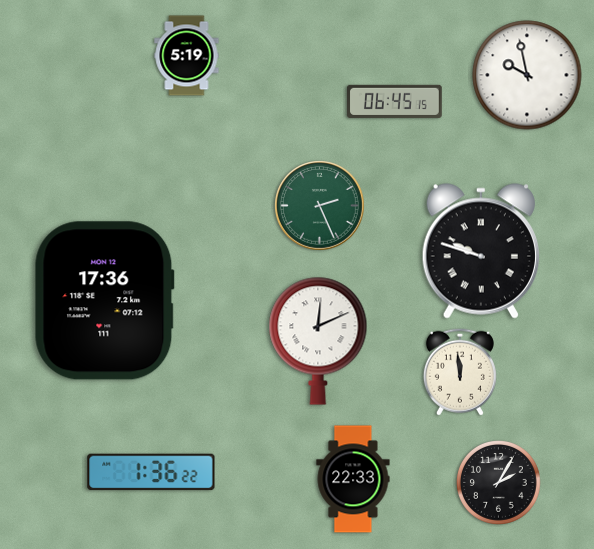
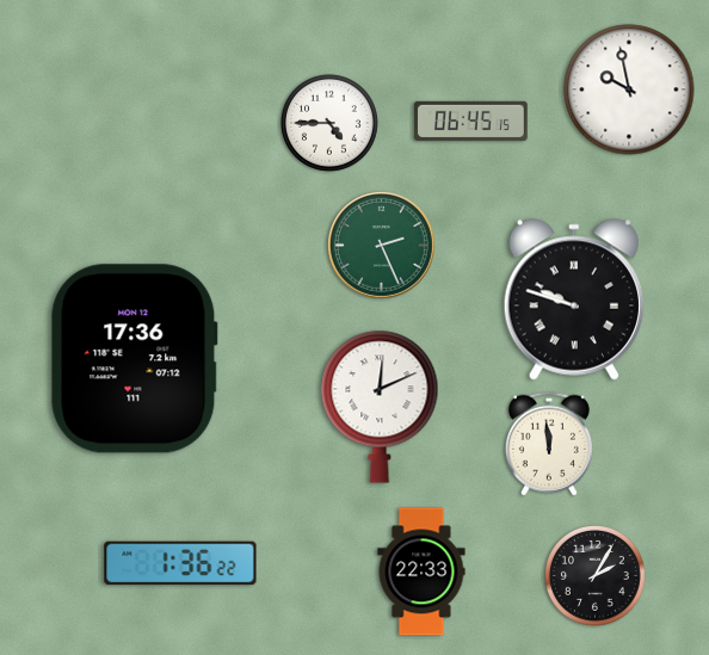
clock at (187, 56): 5:19 -> none
clock at (329, 123): none -> 4:45
clock at (104, 301) position: (104, 301) -> (134, 359)
